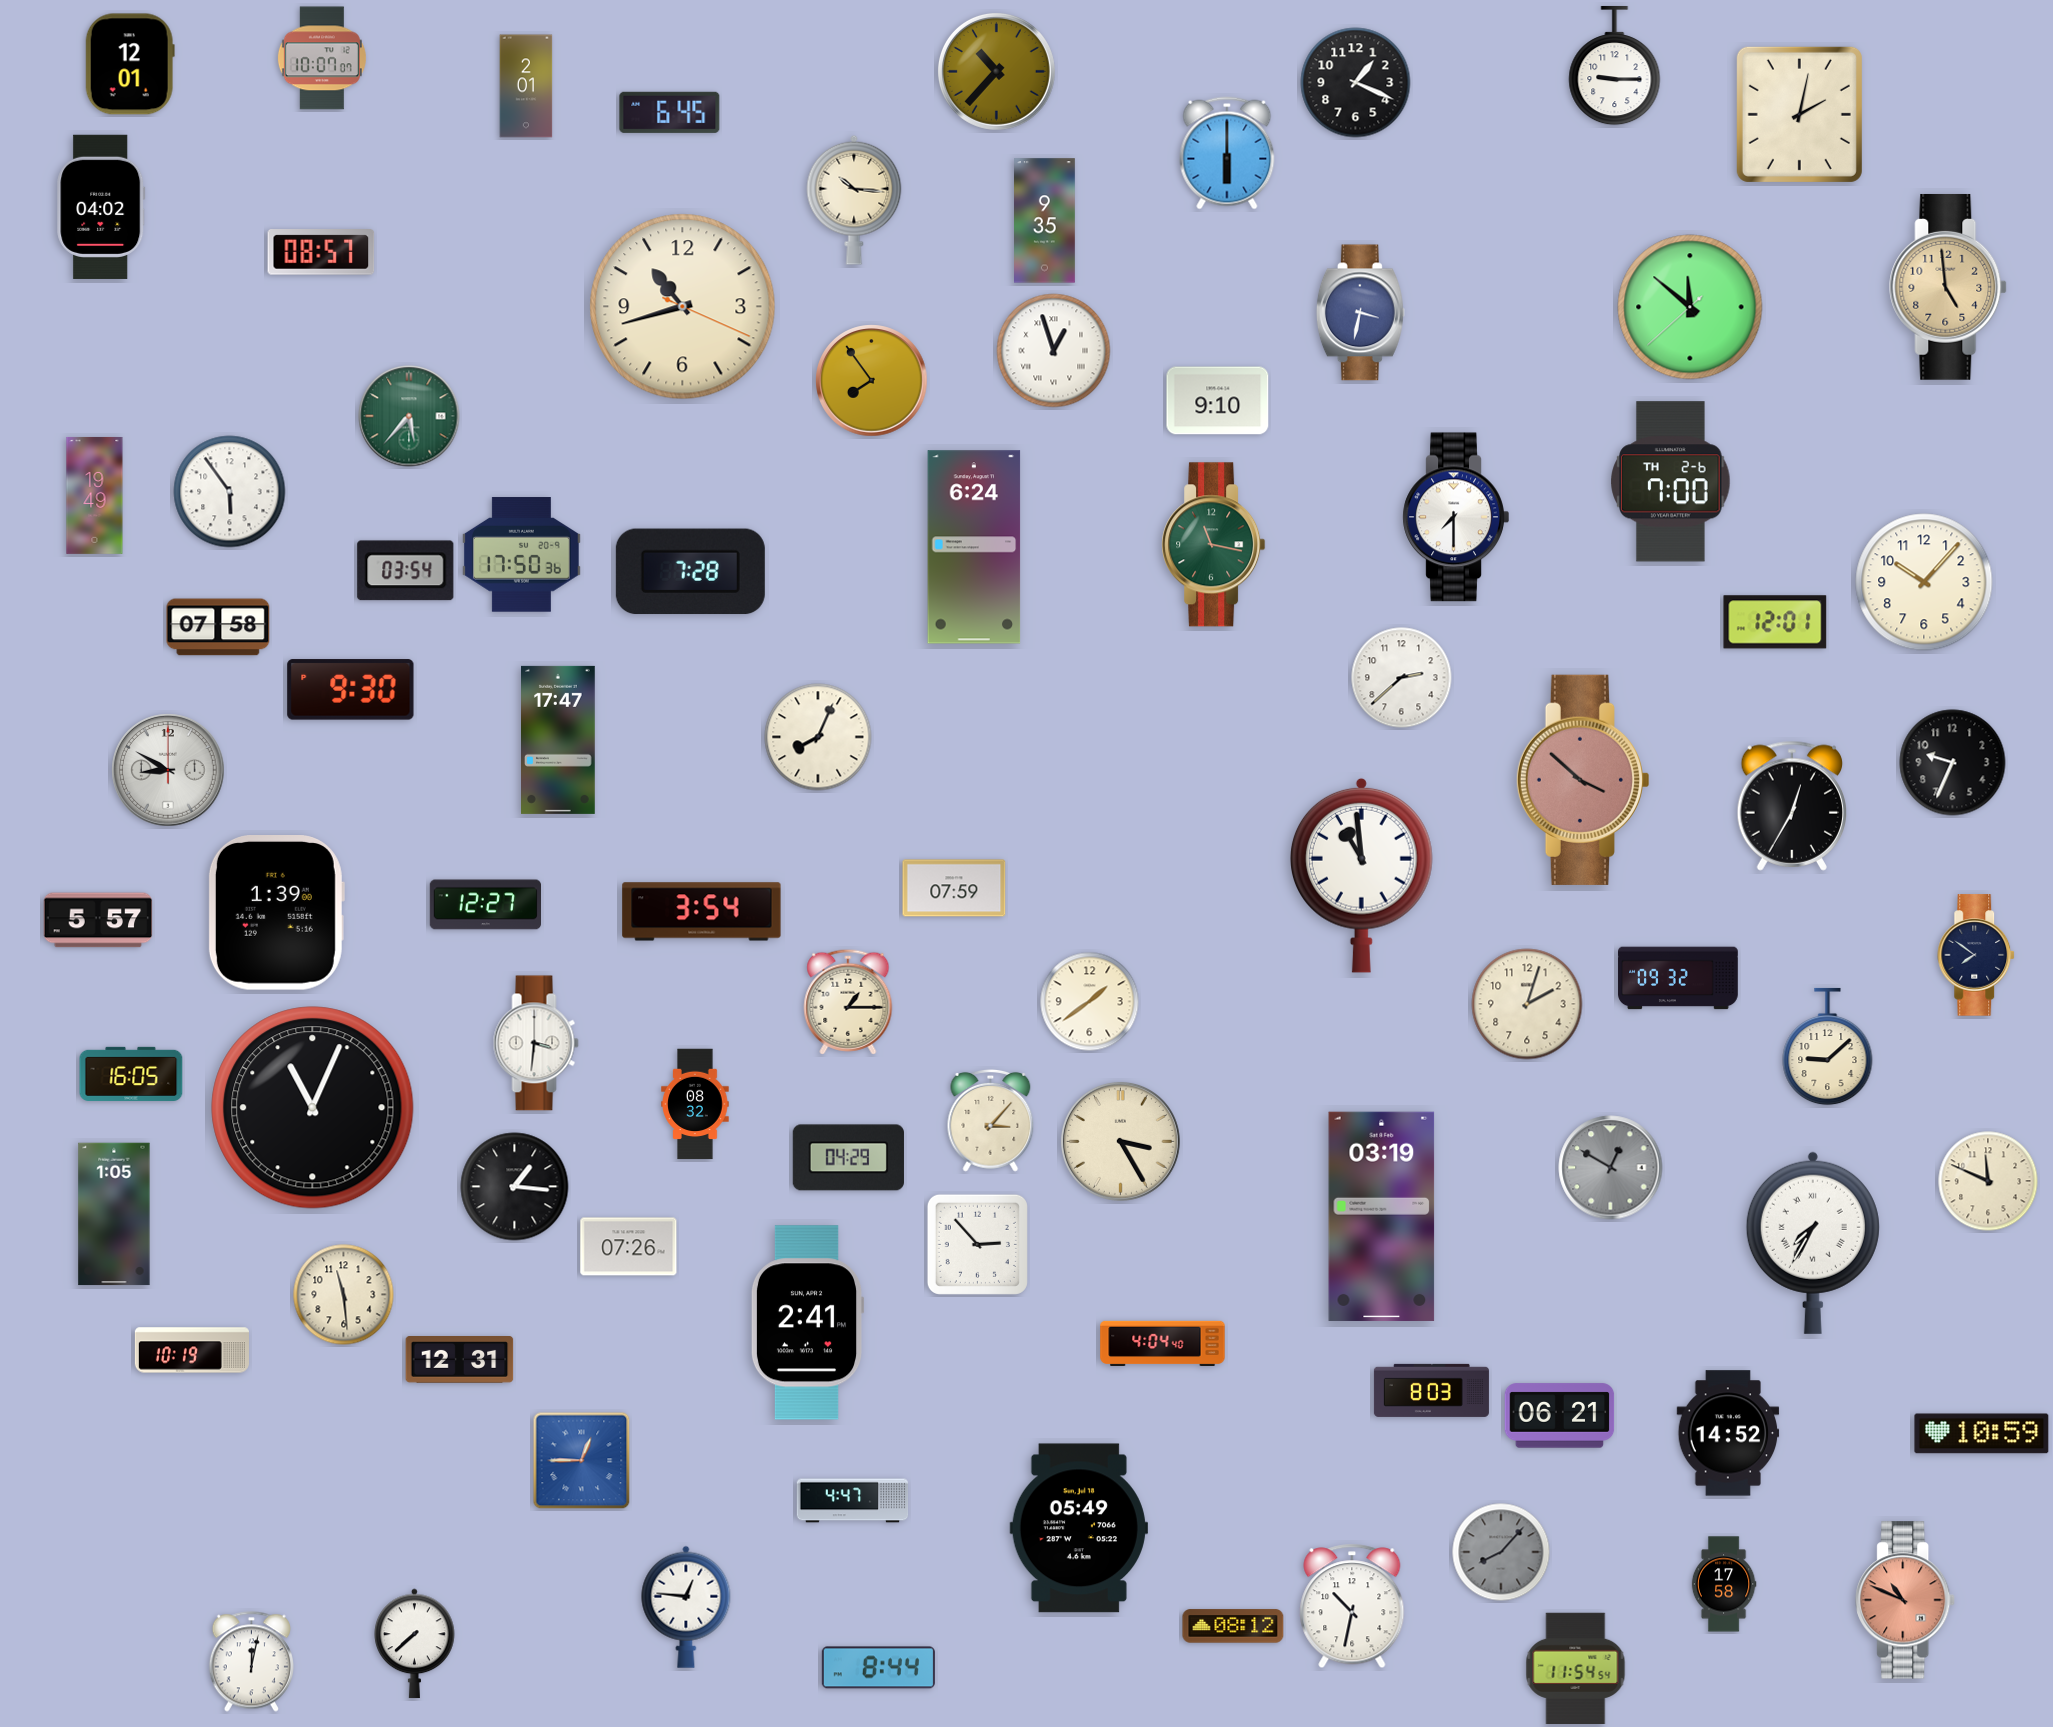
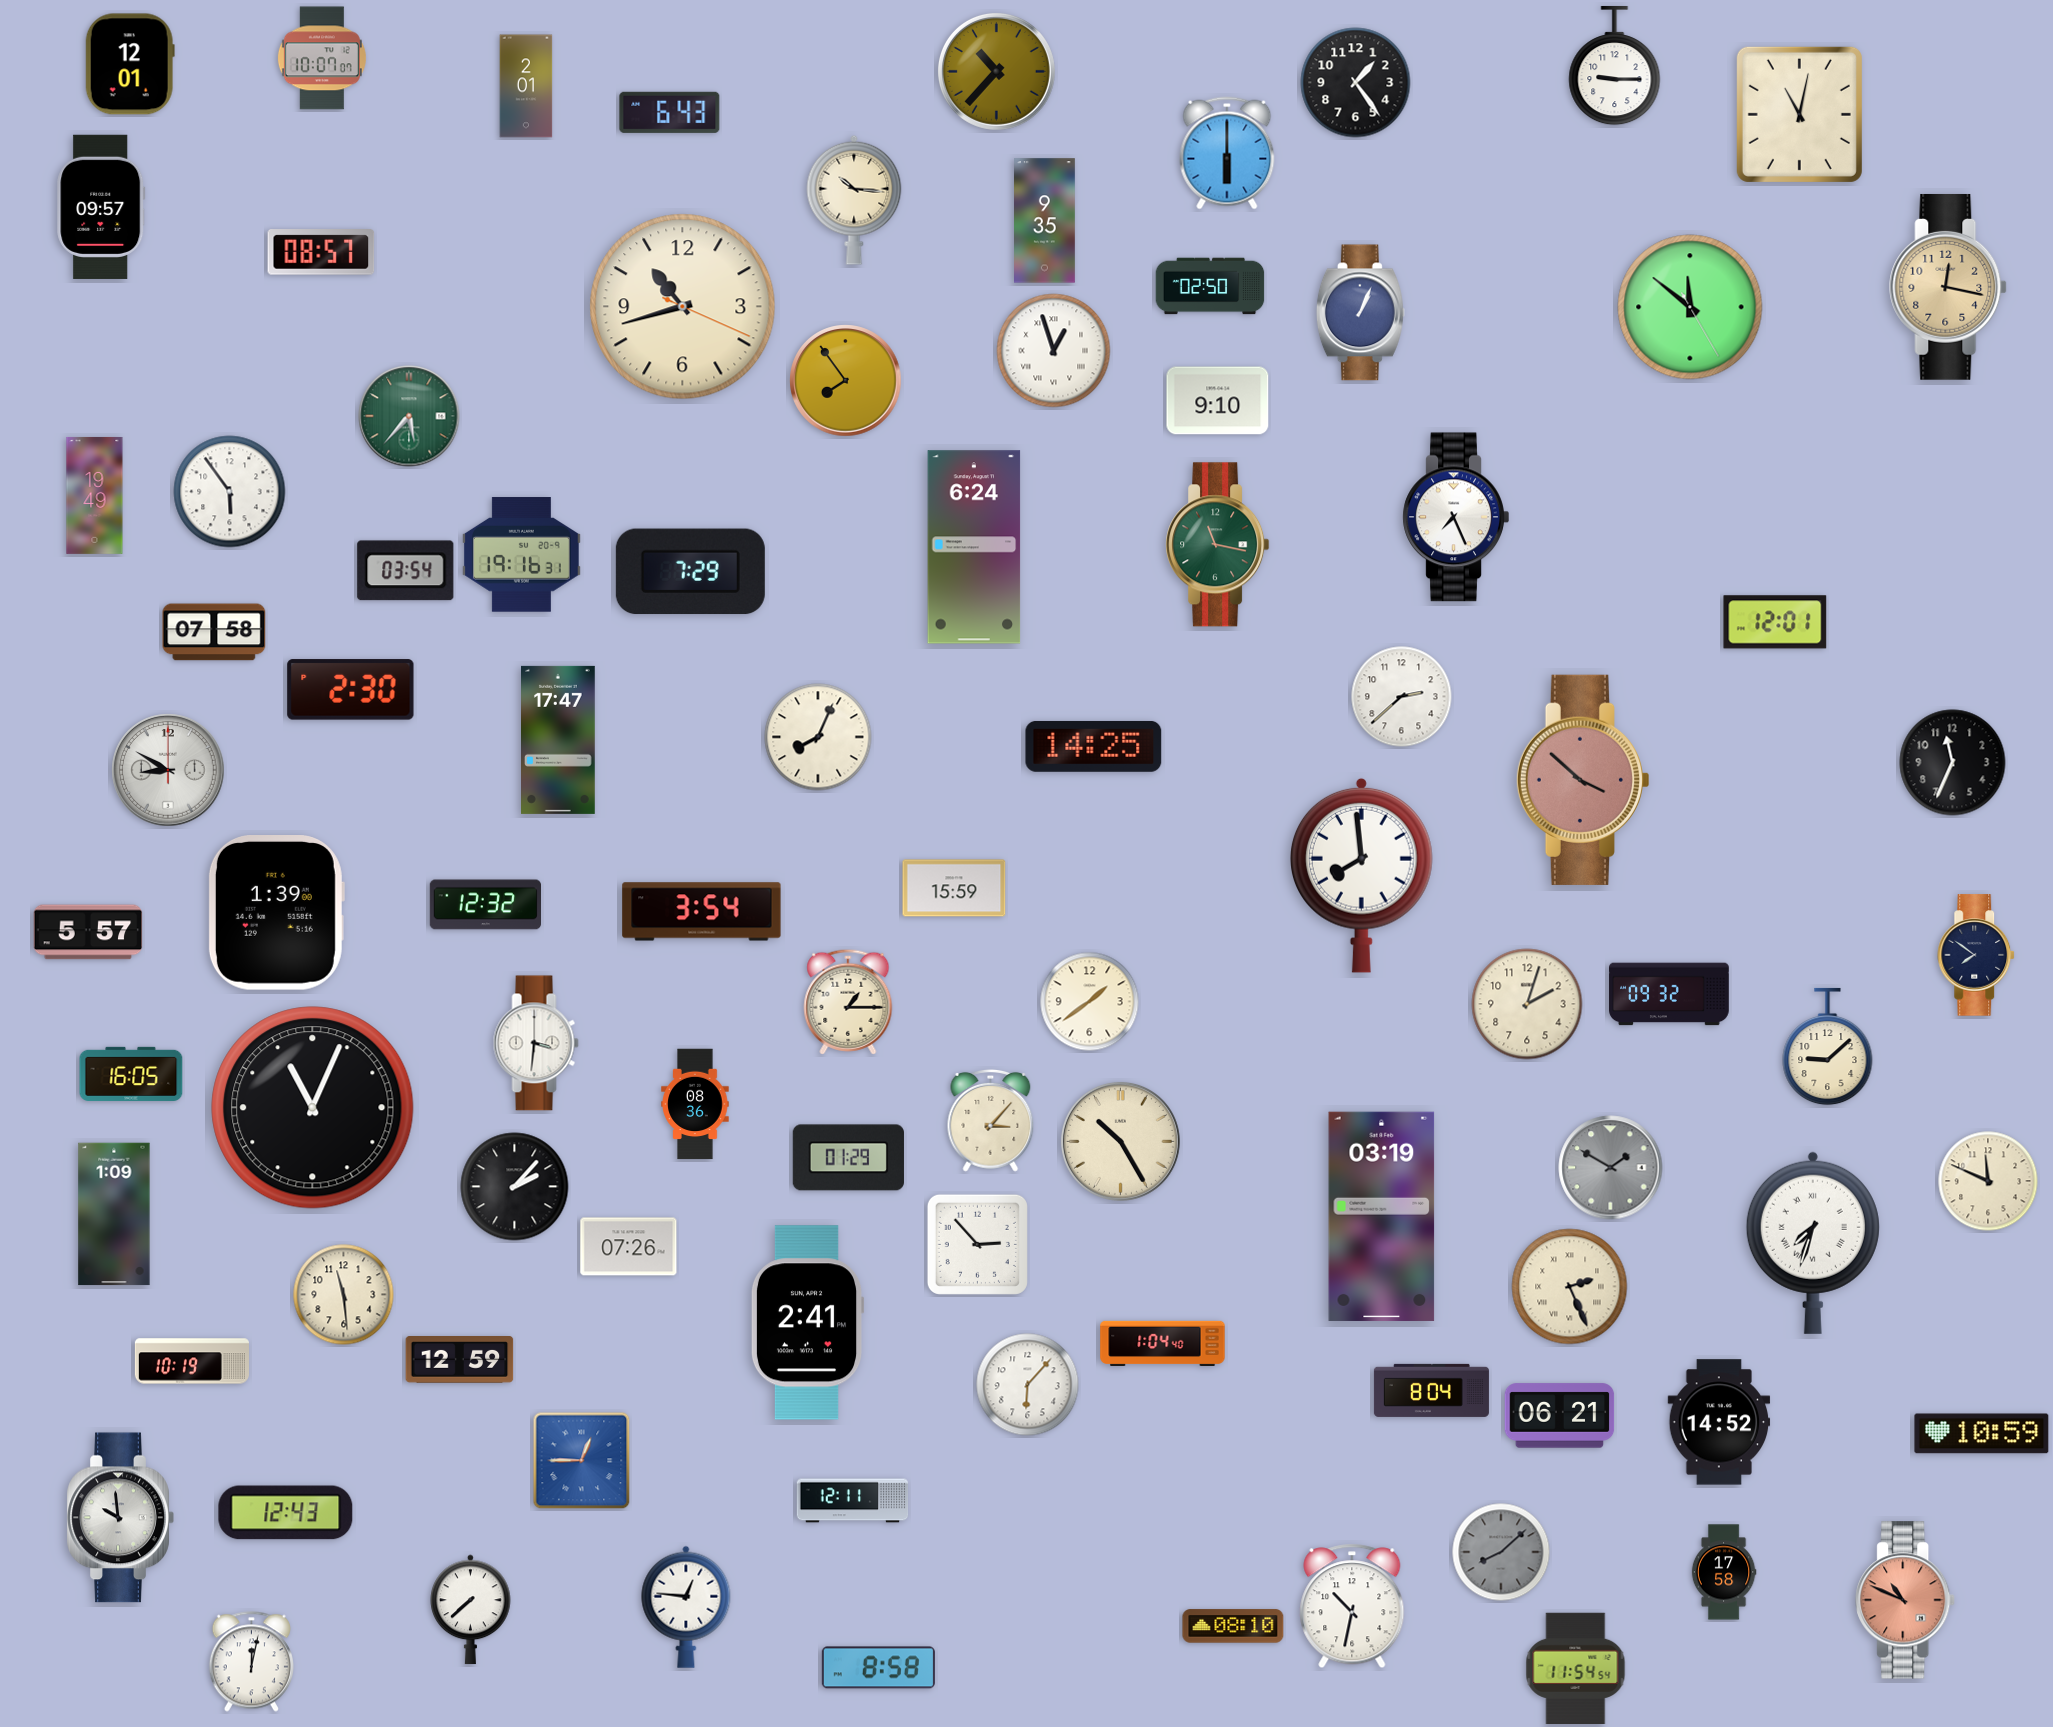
clock at (1356, 83): 1:19 -> 1:24
clock at (670, 112): 6:45 -> 6:43
clock at (1799, 114): 2:02 -> 11:02
clock at (101, 207): 04:02 -> 09:57
clock at (1210, 286): none -> 02:50
clock at (1949, 287): 4:59 -> 12:17
clock at (1690, 307): 11:51:38 -> 11:51:25
clock at (1360, 313): 3:32 -> 1:04
clock at (872, 381) position: (872, 381) -> (846, 381)
clock at (1671, 482): 7:00 -> none
clock at (1456, 517): 7:30 -> 7:26
clock at (1214, 545) position: (1214, 545) -> (1218, 545)
clock at (521, 555): 17:50 -> 19:16
clock at (690, 572): 7:28 -> 7:29
clock at (1924, 582): 10:07 -> none
clock at (218, 627) position: (218, 627) -> (214, 632)
clock at (1402, 678) position: (1402, 678) -> (1402, 697)
clock at (351, 690): 9:30 -> 2:30
clock at (1094, 746): none -> 14:25
clock at (1953, 763): 9:34 -> 11:34
clock at (1791, 806): 12:35 -> none
clock at (1362, 875): 10:59 -> 7:59
clock at (954, 888): 07:59 -> 15:59
clock at (485, 905): 12:27 -> 12:32
clock at (98, 920) position: (98, 920) -> (88, 932)
clock at (1678, 978) position: (1678, 978) -> (1669, 994)
clock at (695, 1104): 08:32 -> 08:36
clock at (1120, 1141): 3:25 -> 10:25
clock at (848, 1158): 04:29 -> 01:29
clock at (1611, 1168): 12:50 -> 1:50
clock at (515, 1187): 1:16 -> 2:07
clock at (114, 1214): 1:05 -> 1:09
clock at (1813, 1243): 7:35 -> 7:33
clock at (1570, 1287): none -> 2:26
clock at (1163, 1344): 4:04 -> 1:04
clock at (192, 1350) position: (192, 1350) -> (192, 1361)
clock at (460, 1360): 12:31 -> 12:59
clock at (1028, 1385): none -> 6:07
clock at (1431, 1390): 8:03 -> 8:04
clock at (1728, 1433) position: (1728, 1433) -> (1719, 1422)
clock at (853, 1501): 4:47 -> 12:11
clock at (286, 1513): none -> 12:43
clock at (120, 1518): none -> 9:59
clock at (1079, 1528): 05:49 -> none
clock at (1501, 1552): 8:07 -> 8:08
clock at (1724, 1584) position: (1724, 1584) -> (1724, 1572)
clock at (1233, 1626): 08:12 -> 08:10
clock at (415, 1644) position: (415, 1644) -> (471, 1610)
clock at (878, 1668): 8:44 -> 8:58
